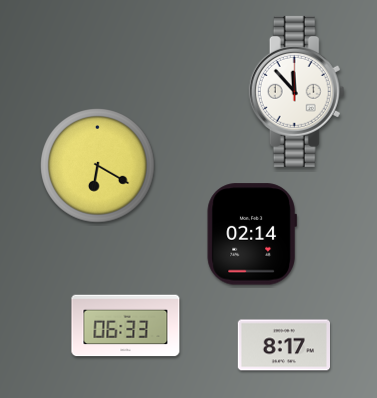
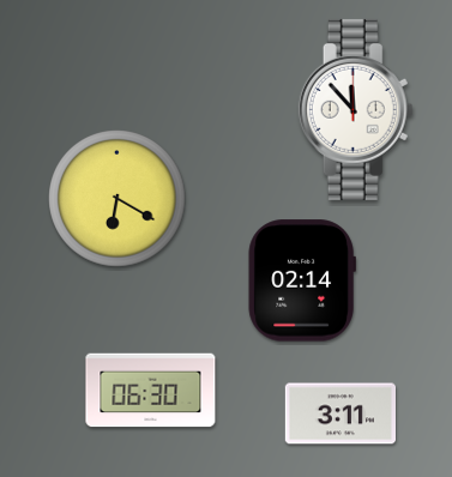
clock at (126, 326): 06:33 -> 06:30
clock at (283, 345): 8:17 -> 3:11
